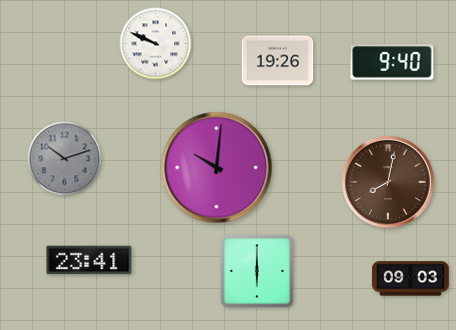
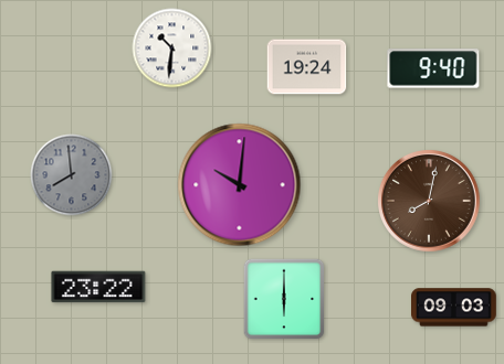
clock at (156, 44): 9:49 -> 10:31
clock at (278, 61): 19:26 -> 19:24
clock at (65, 159): 10:12 -> 7:59
clock at (89, 260): 23:41 -> 23:22
